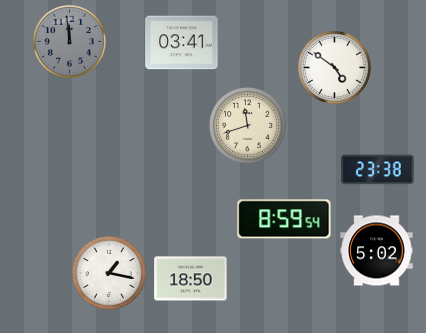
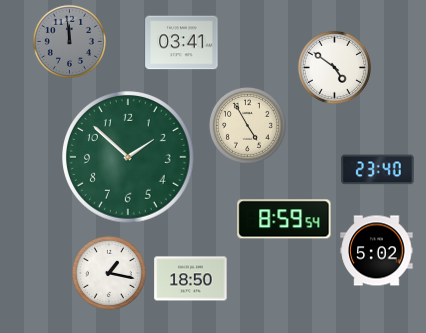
clock at (247, 125): 11:42 -> 4:55
clock at (128, 157): none -> 1:52
clock at (378, 170): 23:38 -> 23:40
